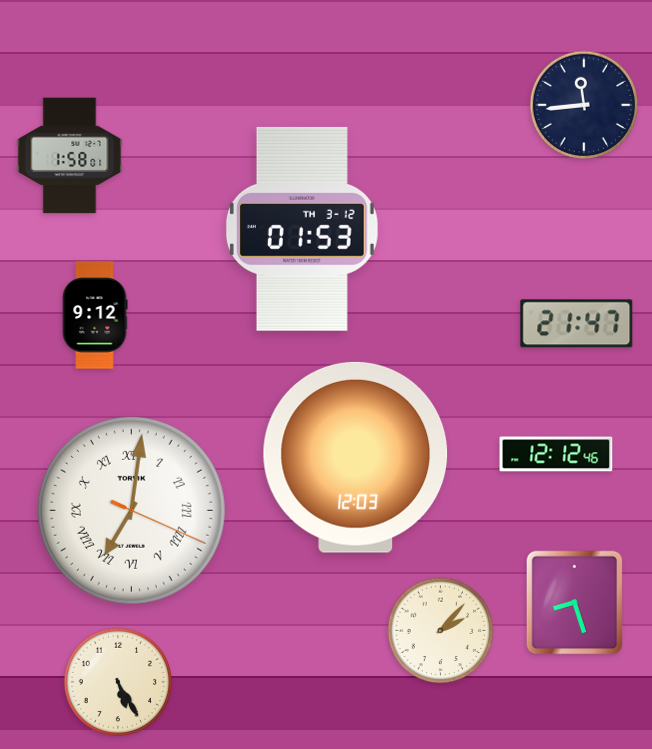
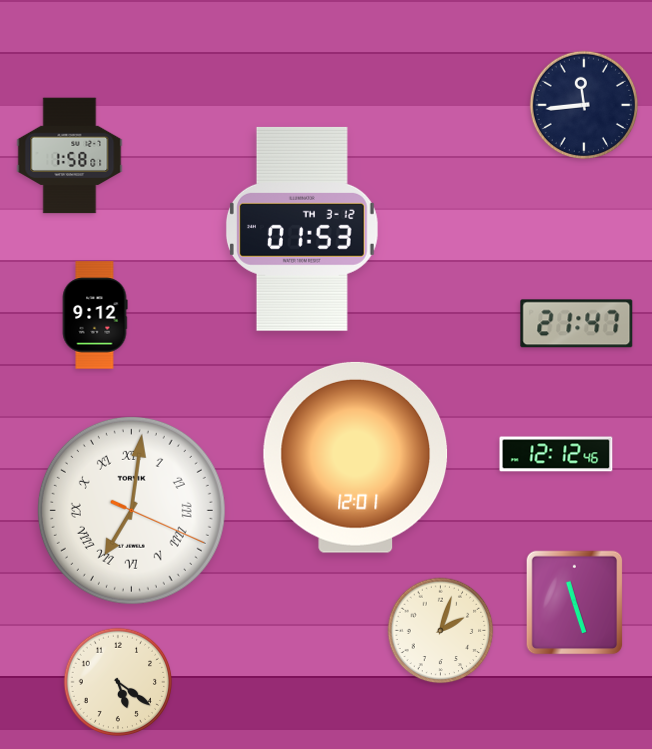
clock at (356, 457): 12:03 -> 12:01
clock at (575, 603): 8:27 -> 11:27
clock at (441, 631): 2:07 -> 2:03
clock at (117, 681): 5:25 -> 5:21
